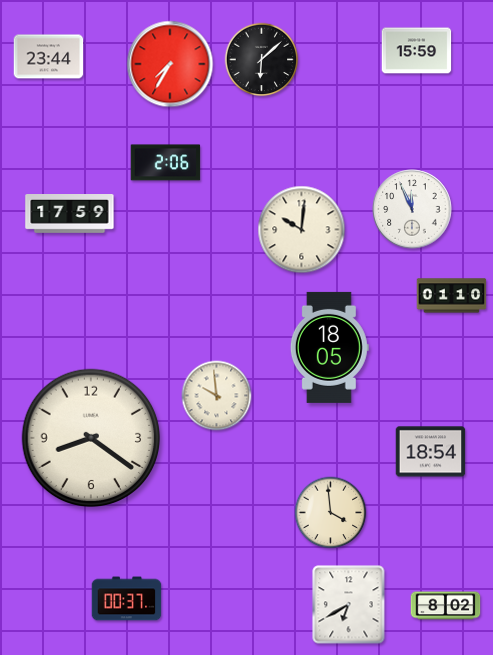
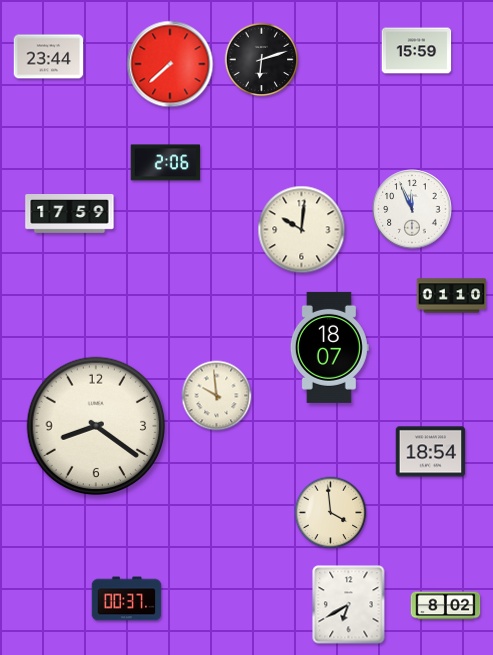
clock at (262, 60): 6:08 -> 6:12
clock at (170, 64): 7:35 -> 7:38
clock at (329, 347): 18:05 -> 18:07
clock at (91, 438) position: (91, 438) -> (96, 426)
